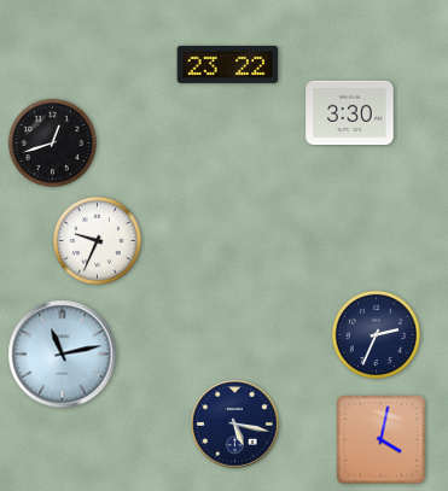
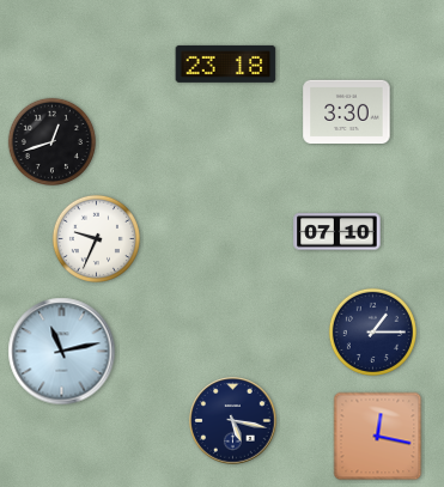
clock at (228, 64): 23:22 -> 23:18
clock at (337, 232): none -> 07:10
clock at (376, 334): 2:34 -> 1:15
clock at (382, 440): 4:02 -> 12:17
